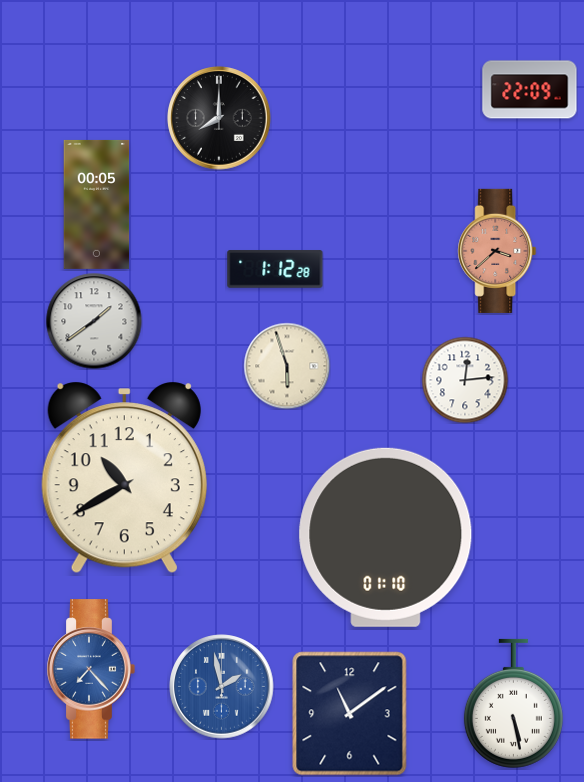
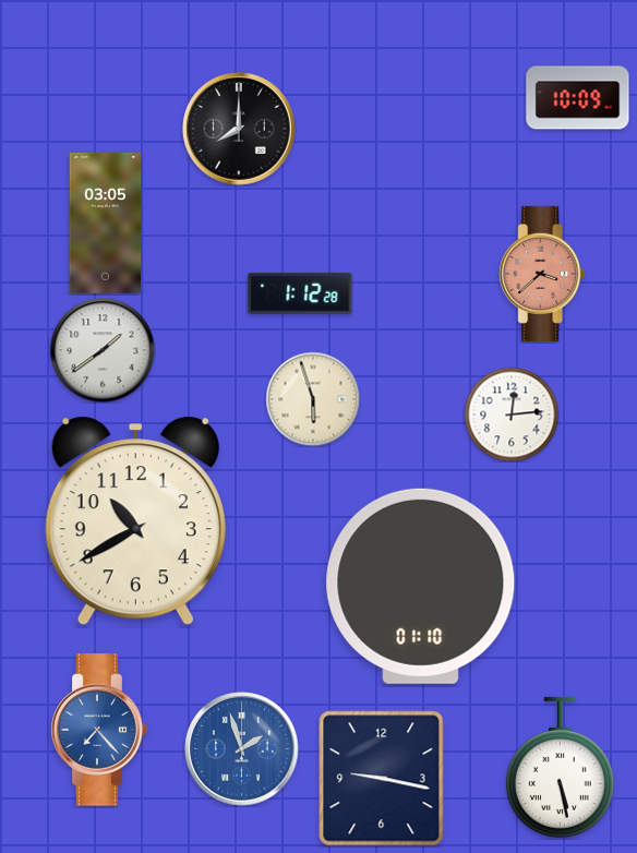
clock at (530, 90): 22:09 -> 10:09
clock at (97, 204): 00:05 -> 03:05
clock at (465, 380) position: (465, 380) -> (512, 415)
clock at (222, 687): 1:58 -> 1:57
clock at (350, 714): 11:09 -> 9:17
